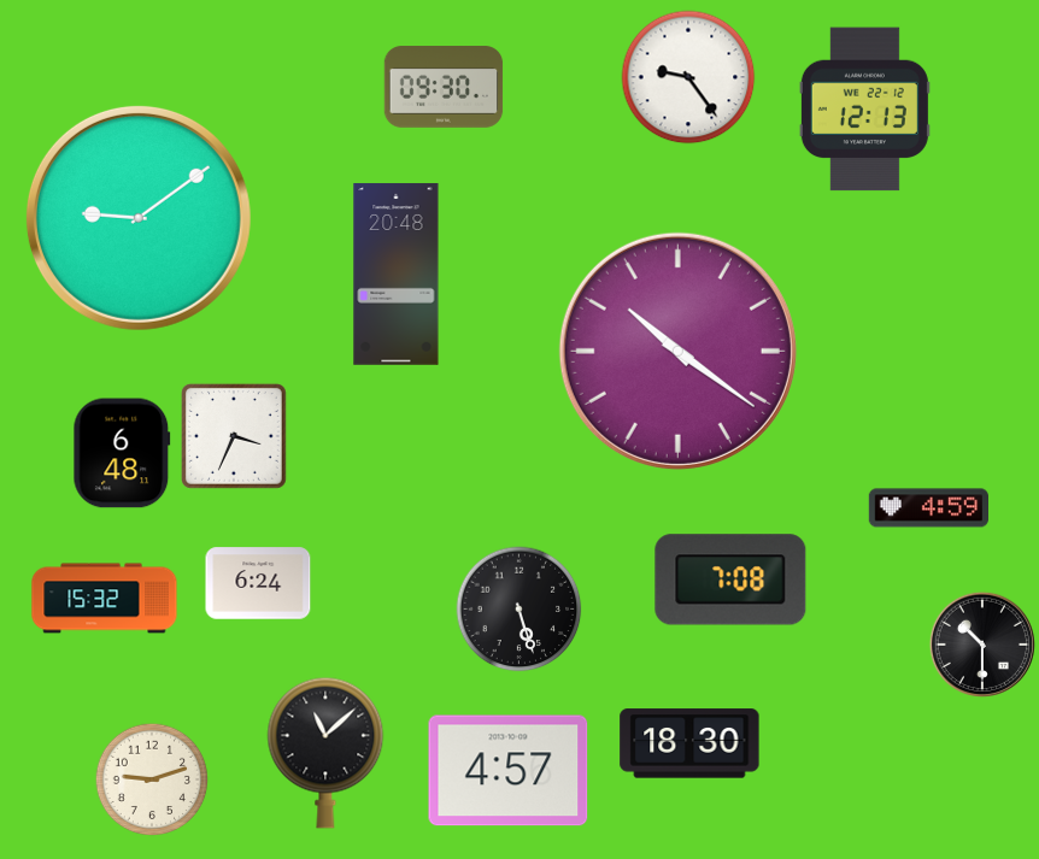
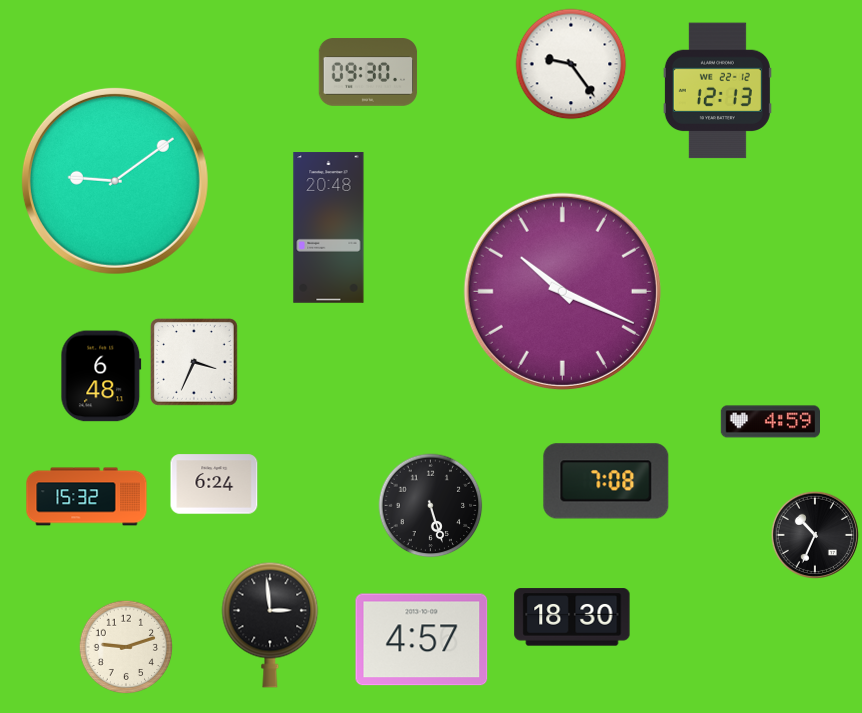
clock at (677, 351): 10:21 -> 10:19
clock at (981, 643): 10:30 -> 10:34
clock at (325, 753): 11:08 -> 2:59
